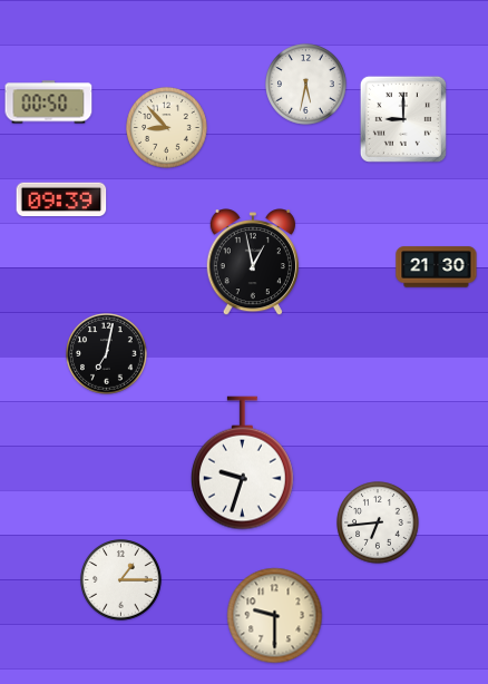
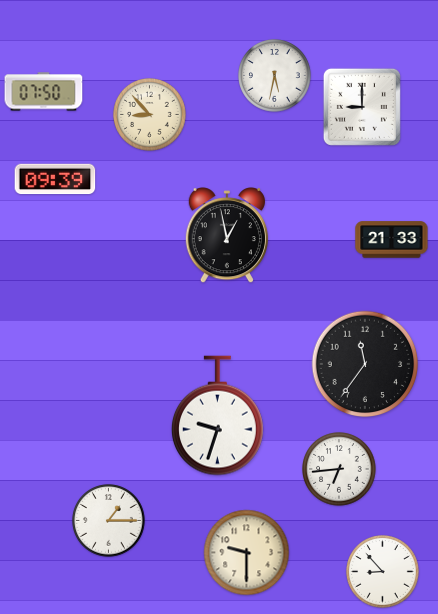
clock at (49, 102): 00:50 -> 07:50
clock at (437, 267): 21:30 -> 21:33
clock at (107, 354): 7:02 -> none
clock at (365, 364): none -> 11:36
clock at (383, 572): none -> 8:53
